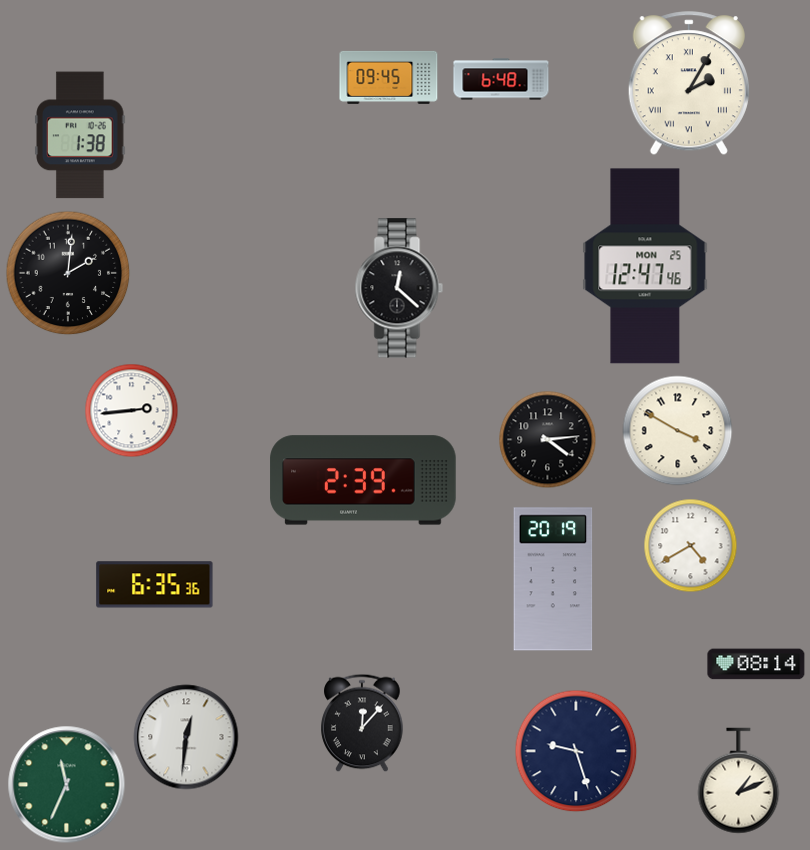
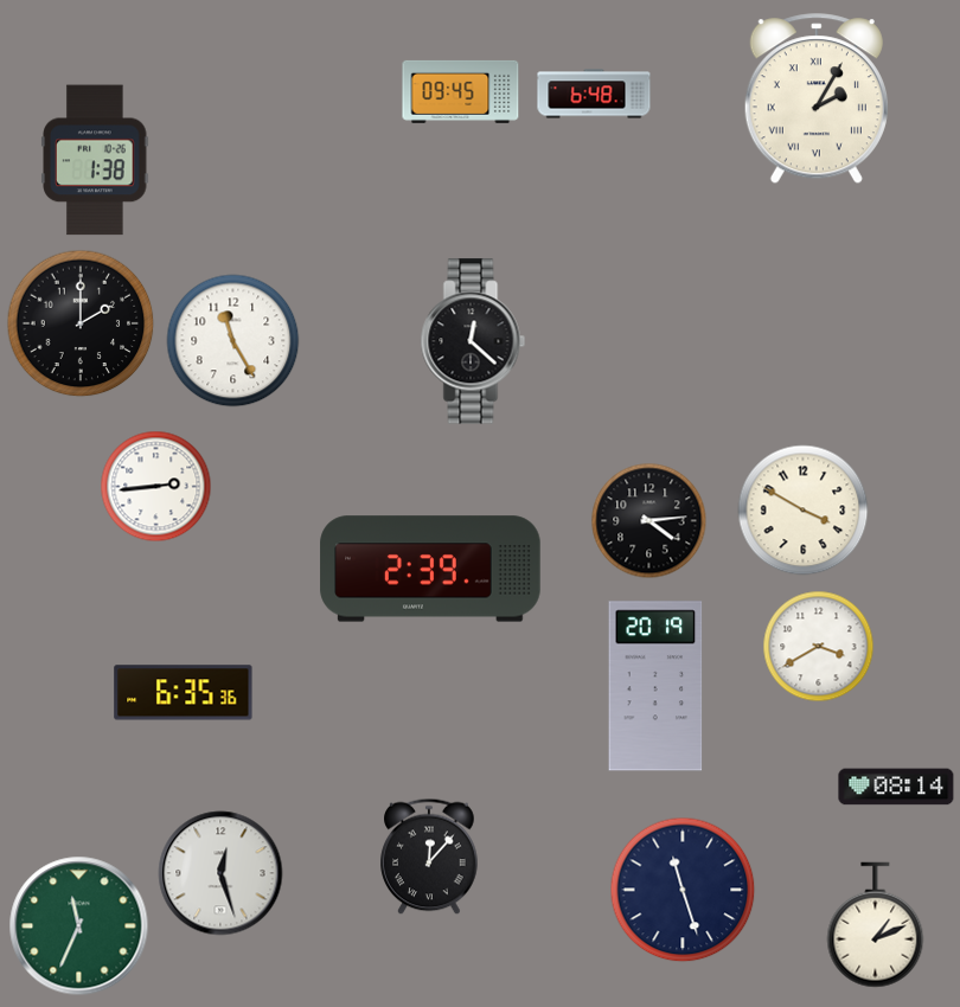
clock at (645, 266): 12:47 -> none
clock at (68, 273): 2:01 -> 2:00
clock at (233, 341): none -> 11:25
clock at (691, 546): 4:40 -> 3:40
clock at (186, 737): 12:31 -> 12:27
clock at (576, 751): 9:27 -> 11:27
clock at (67, 785) position: (67, 785) -> (79, 926)
